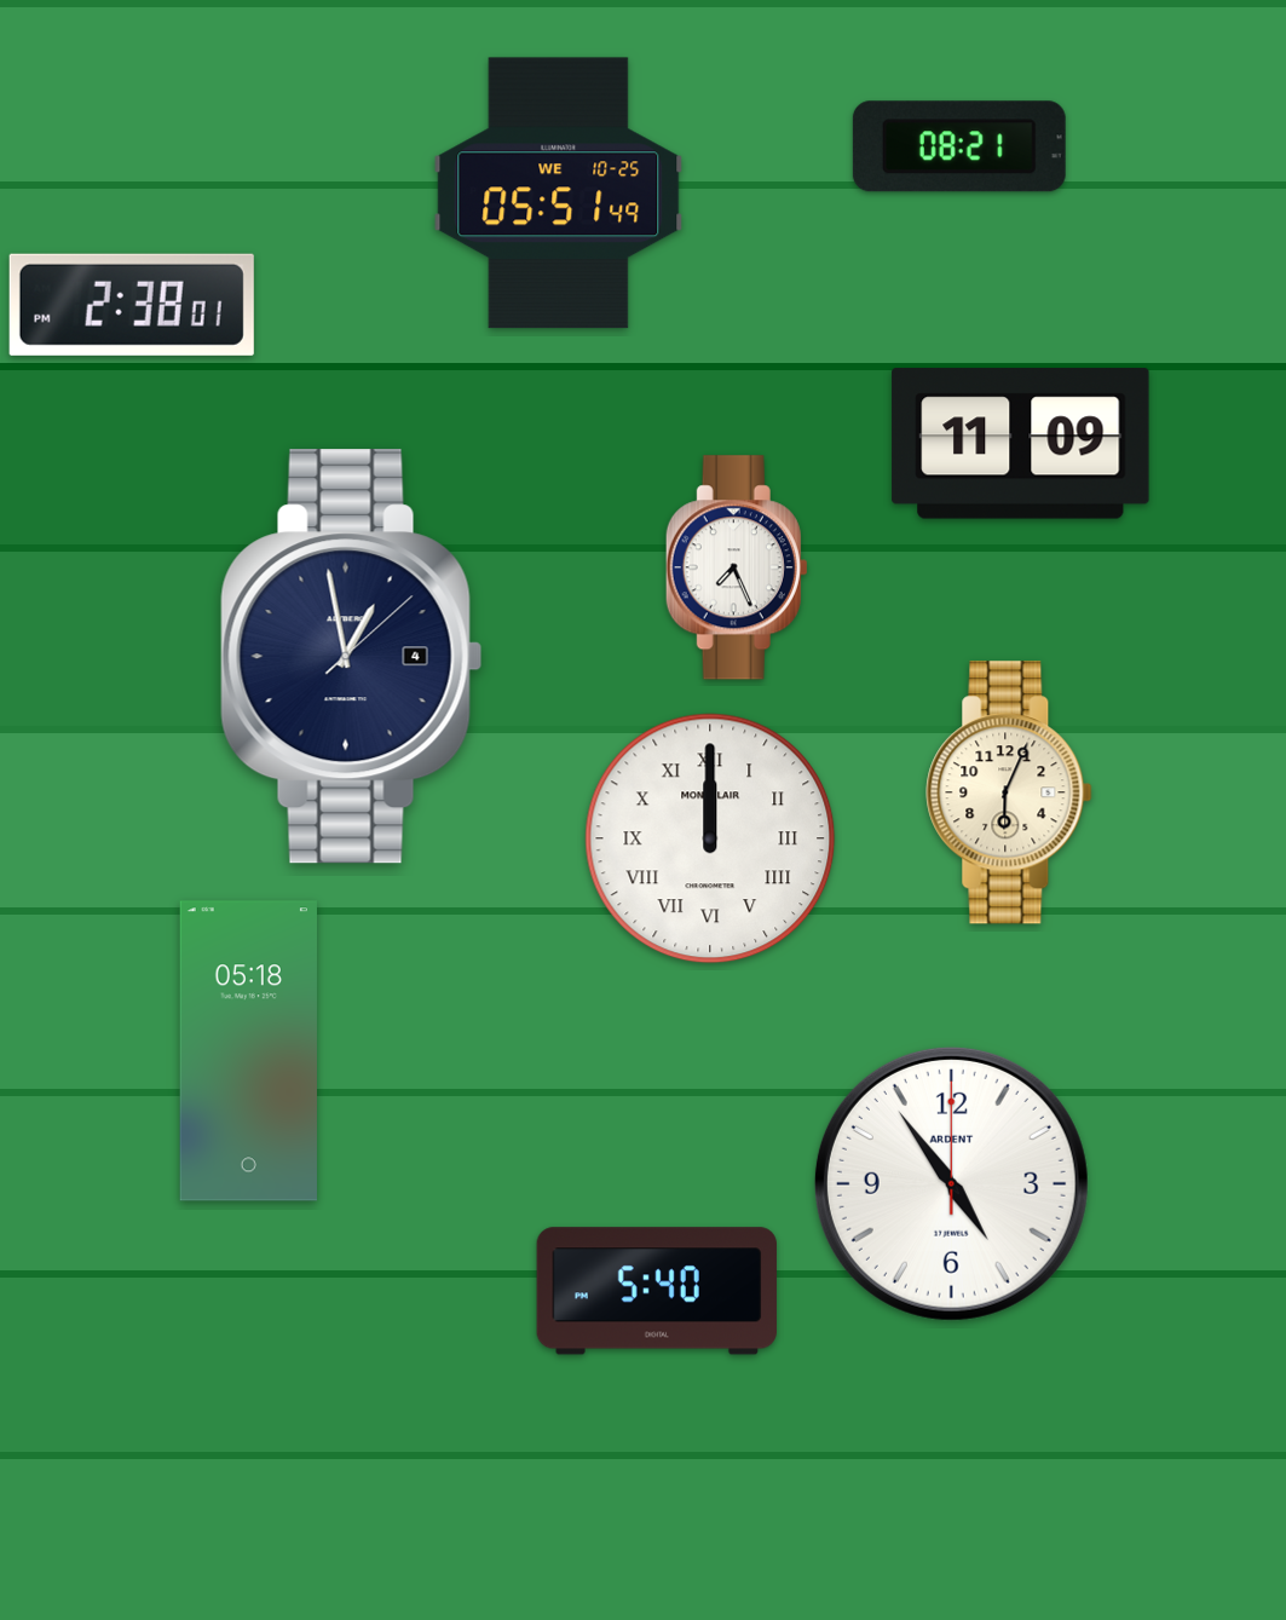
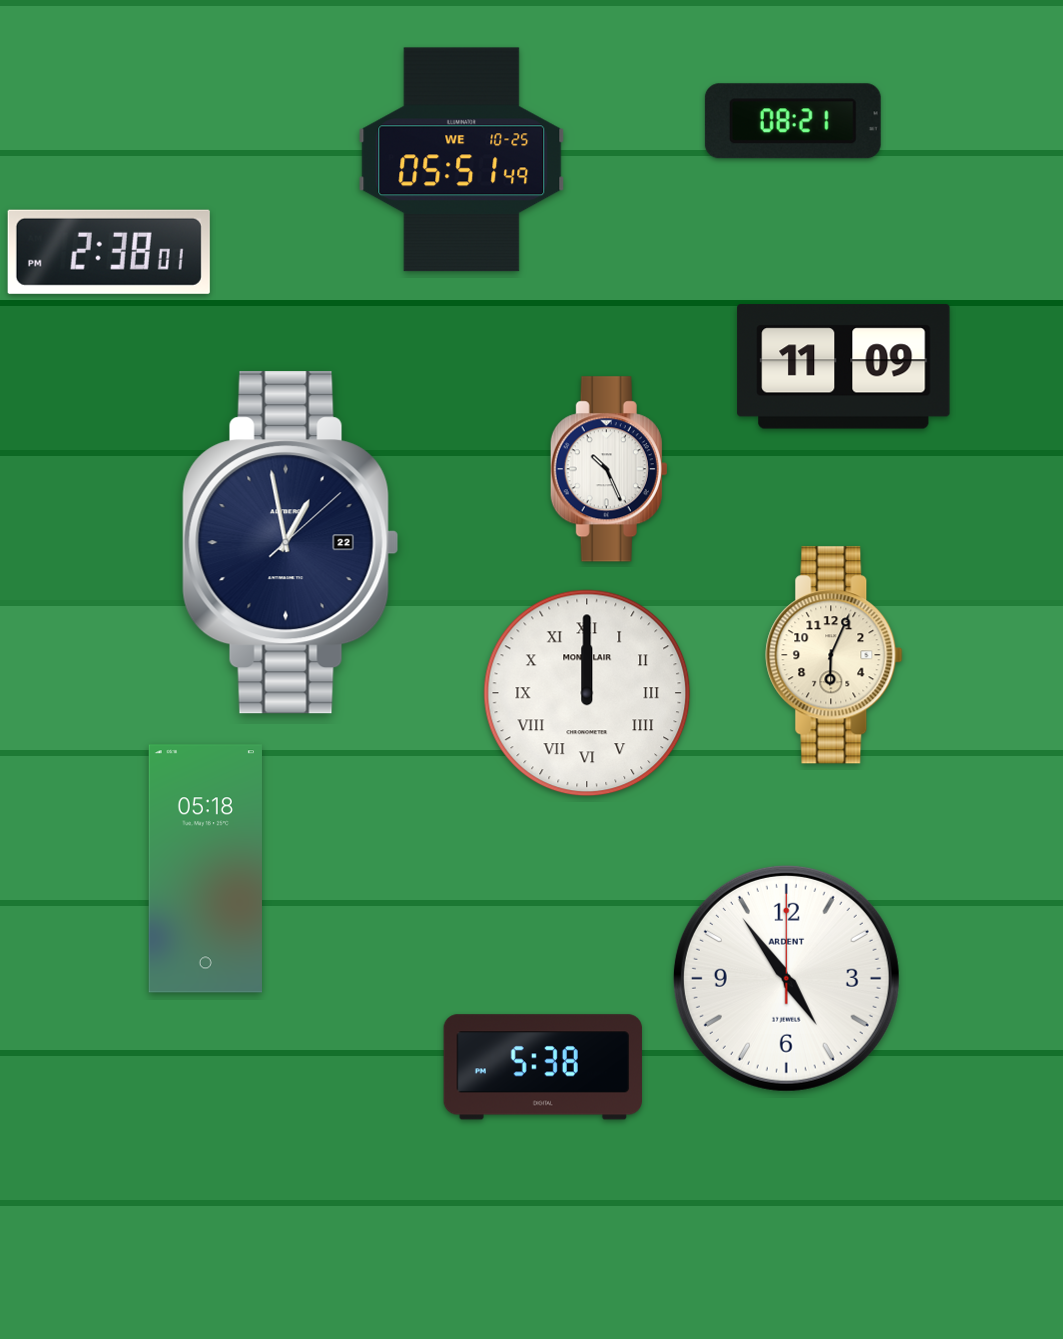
clock at (737, 567): 7:26 -> 10:26
clock at (352, 657) date: 4 -> 22
clock at (657, 1291): 5:40 -> 5:38
